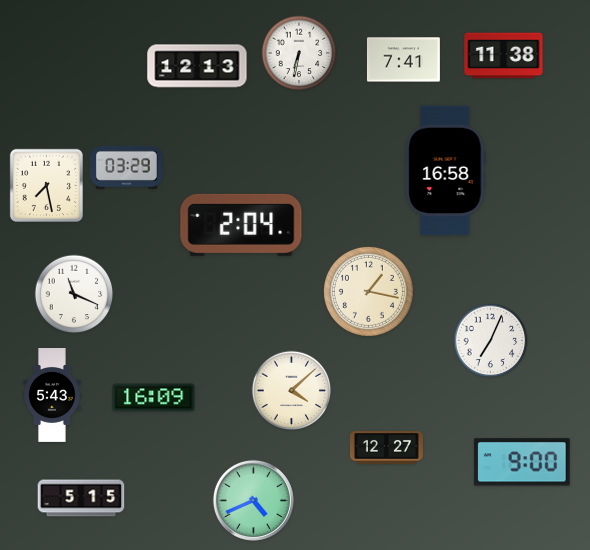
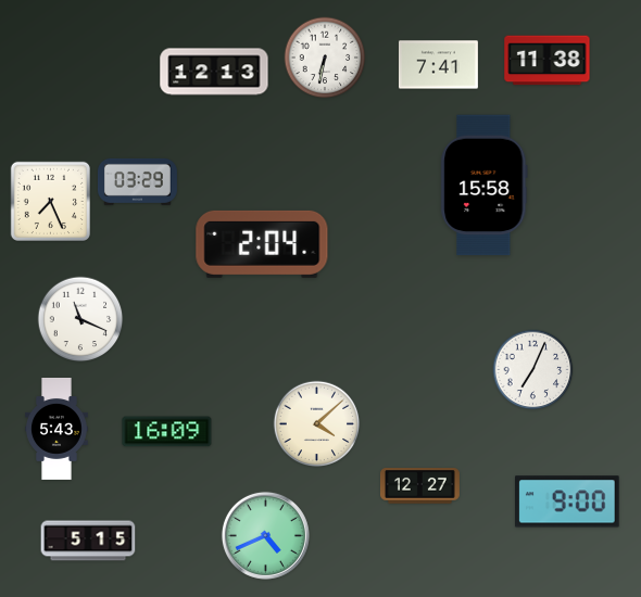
clock at (446, 171): 16:58 -> 15:58
clock at (46, 185): 7:28 -> 7:26
clock at (368, 291): 1:17 -> none
clock at (253, 500) position: (253, 500) -> (265, 535)
